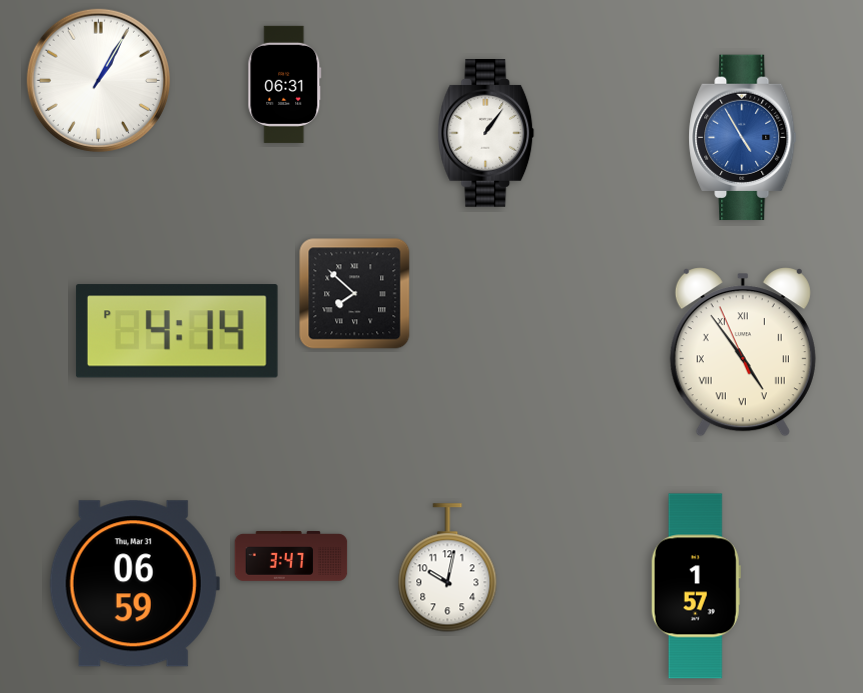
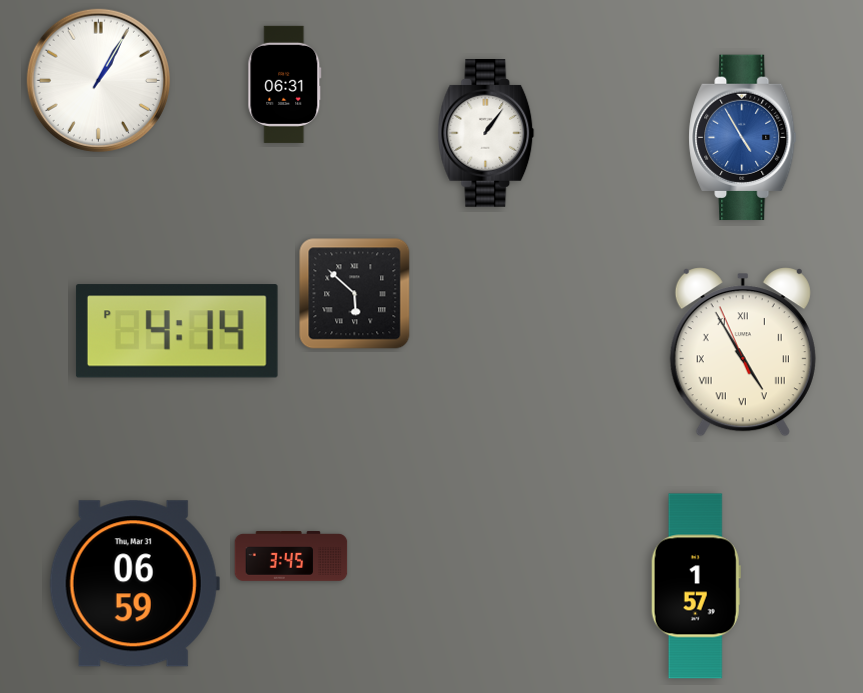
clock at (355, 294): 7:52 -> 5:52
clock at (743, 352): 4:53 -> 4:54
clock at (291, 557): 3:47 -> 3:45
clock at (448, 568): 10:02 -> none
